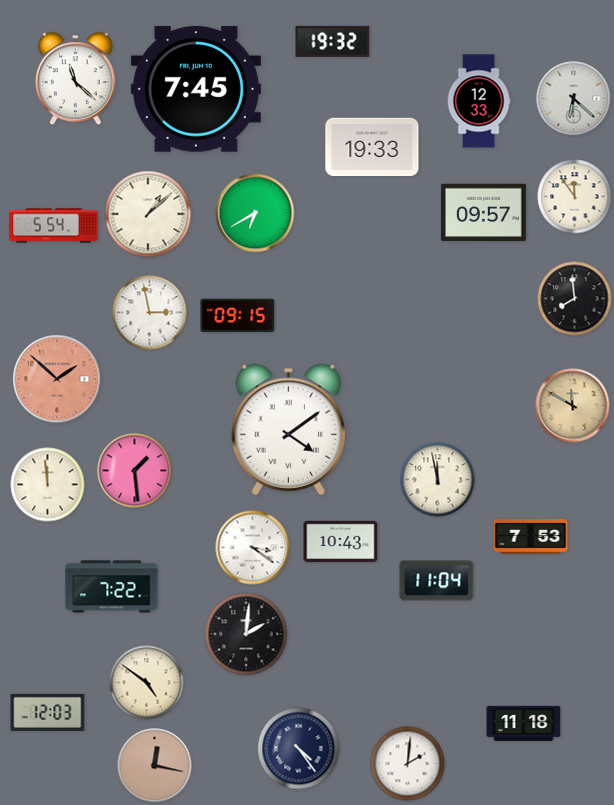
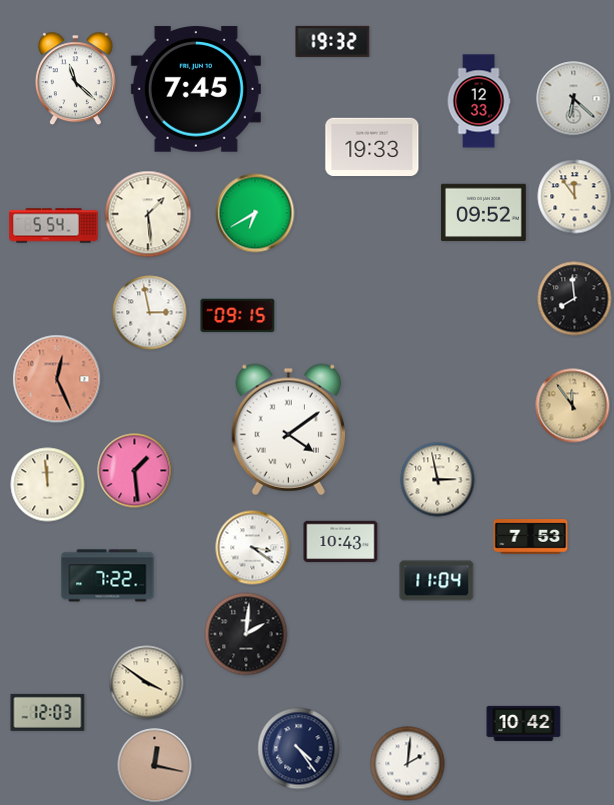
clock at (483, 213): 09:57 -> 09:52
clock at (148, 214): 1:08 -> 1:29
clock at (57, 379): 1:52 -> 12:26
clock at (573, 406): 11:50 -> 11:54
clock at (438, 480): 11:58 -> 2:58
clock at (112, 587) position: (112, 587) -> (108, 576)
clock at (147, 683): 4:51 -> 3:51
clock at (524, 723): 11:18 -> 10:42
